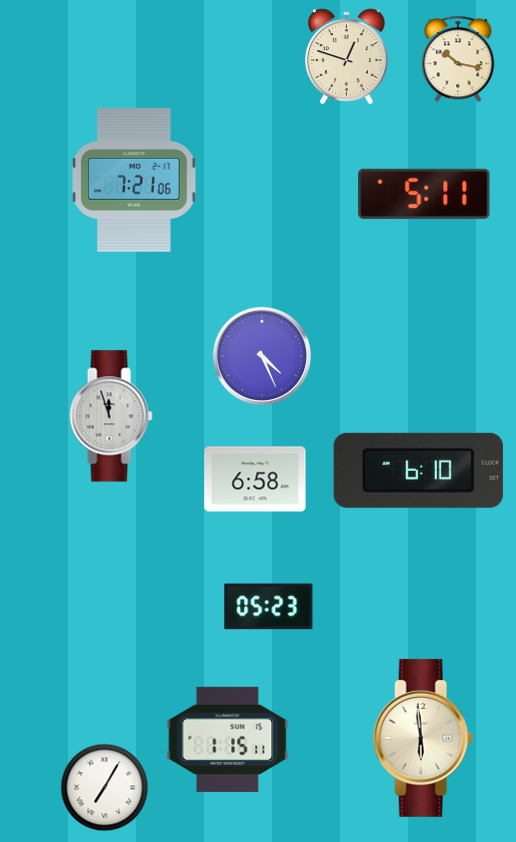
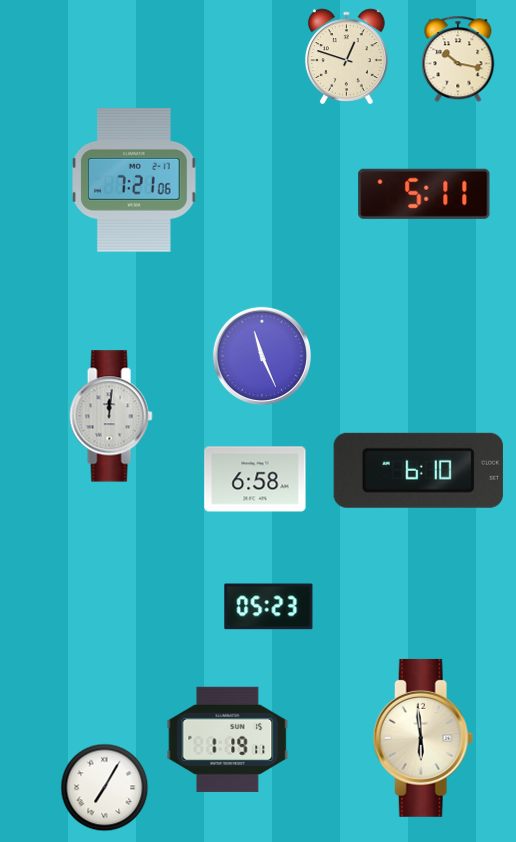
clock at (262, 356): 4:26 -> 11:26
clock at (111, 416): 11:57 -> 12:01
clock at (228, 739): 1:15 -> 1:19
